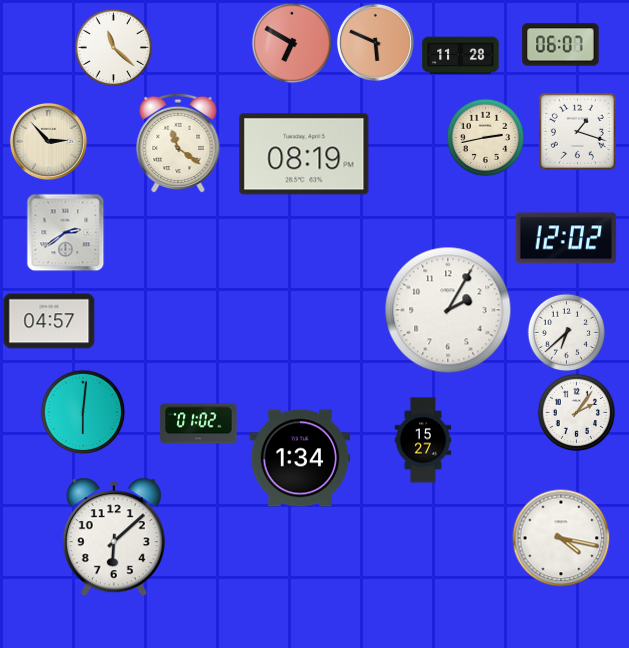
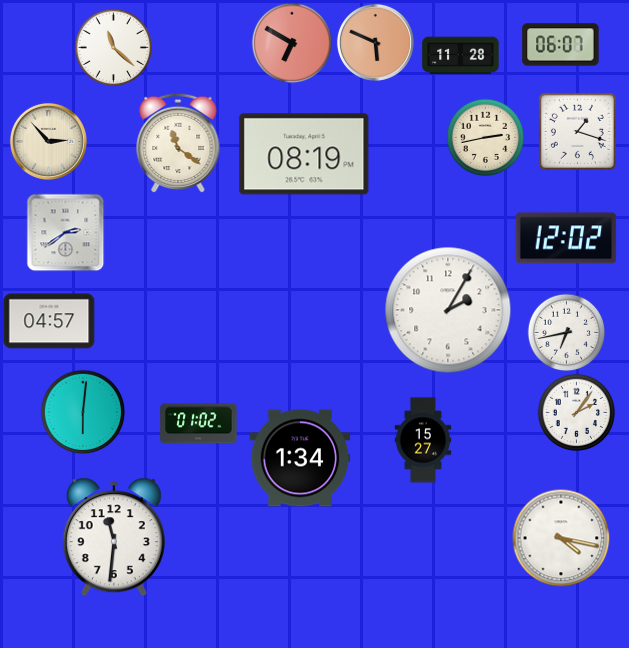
clock at (566, 332): 6:38 -> 6:43
clock at (114, 537): 6:08 -> 11:31
